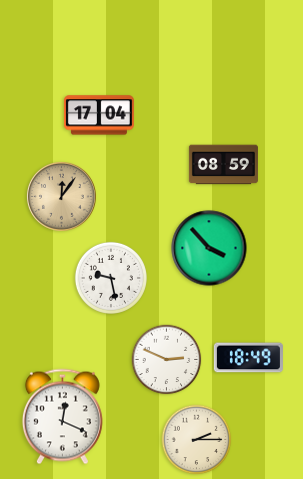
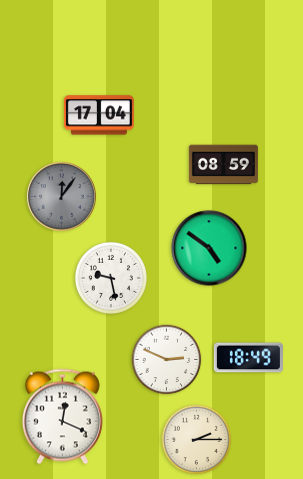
clock at (61, 196) dial: champagne -> grey
clock at (209, 248): 3:53 -> 4:51
